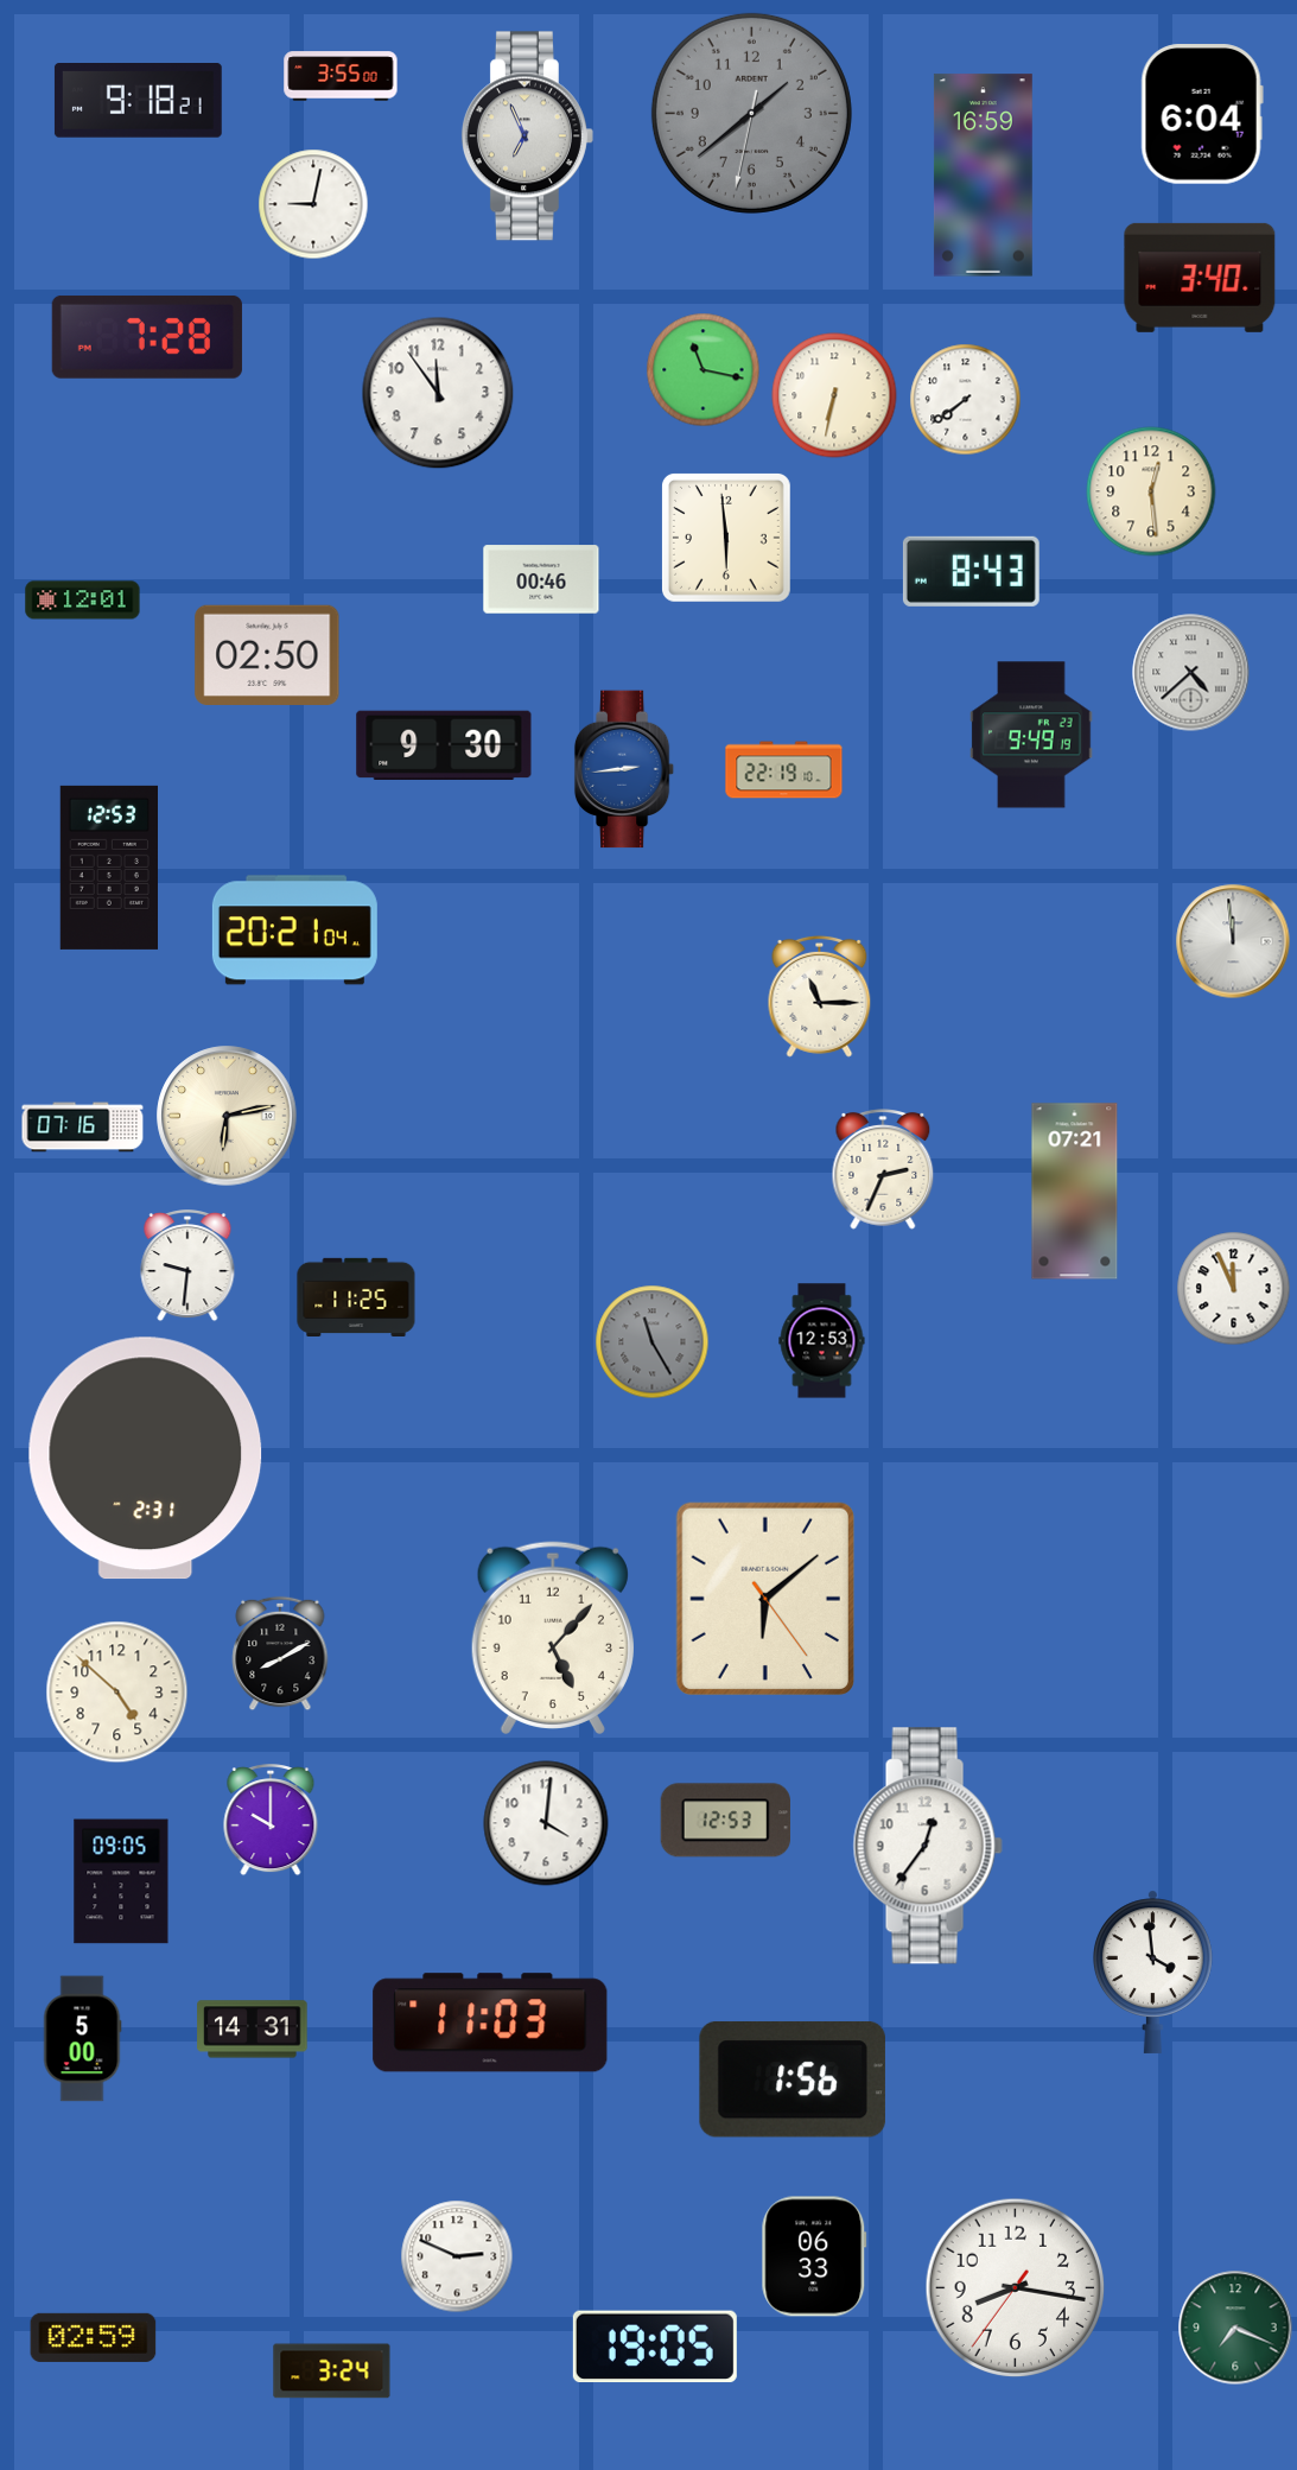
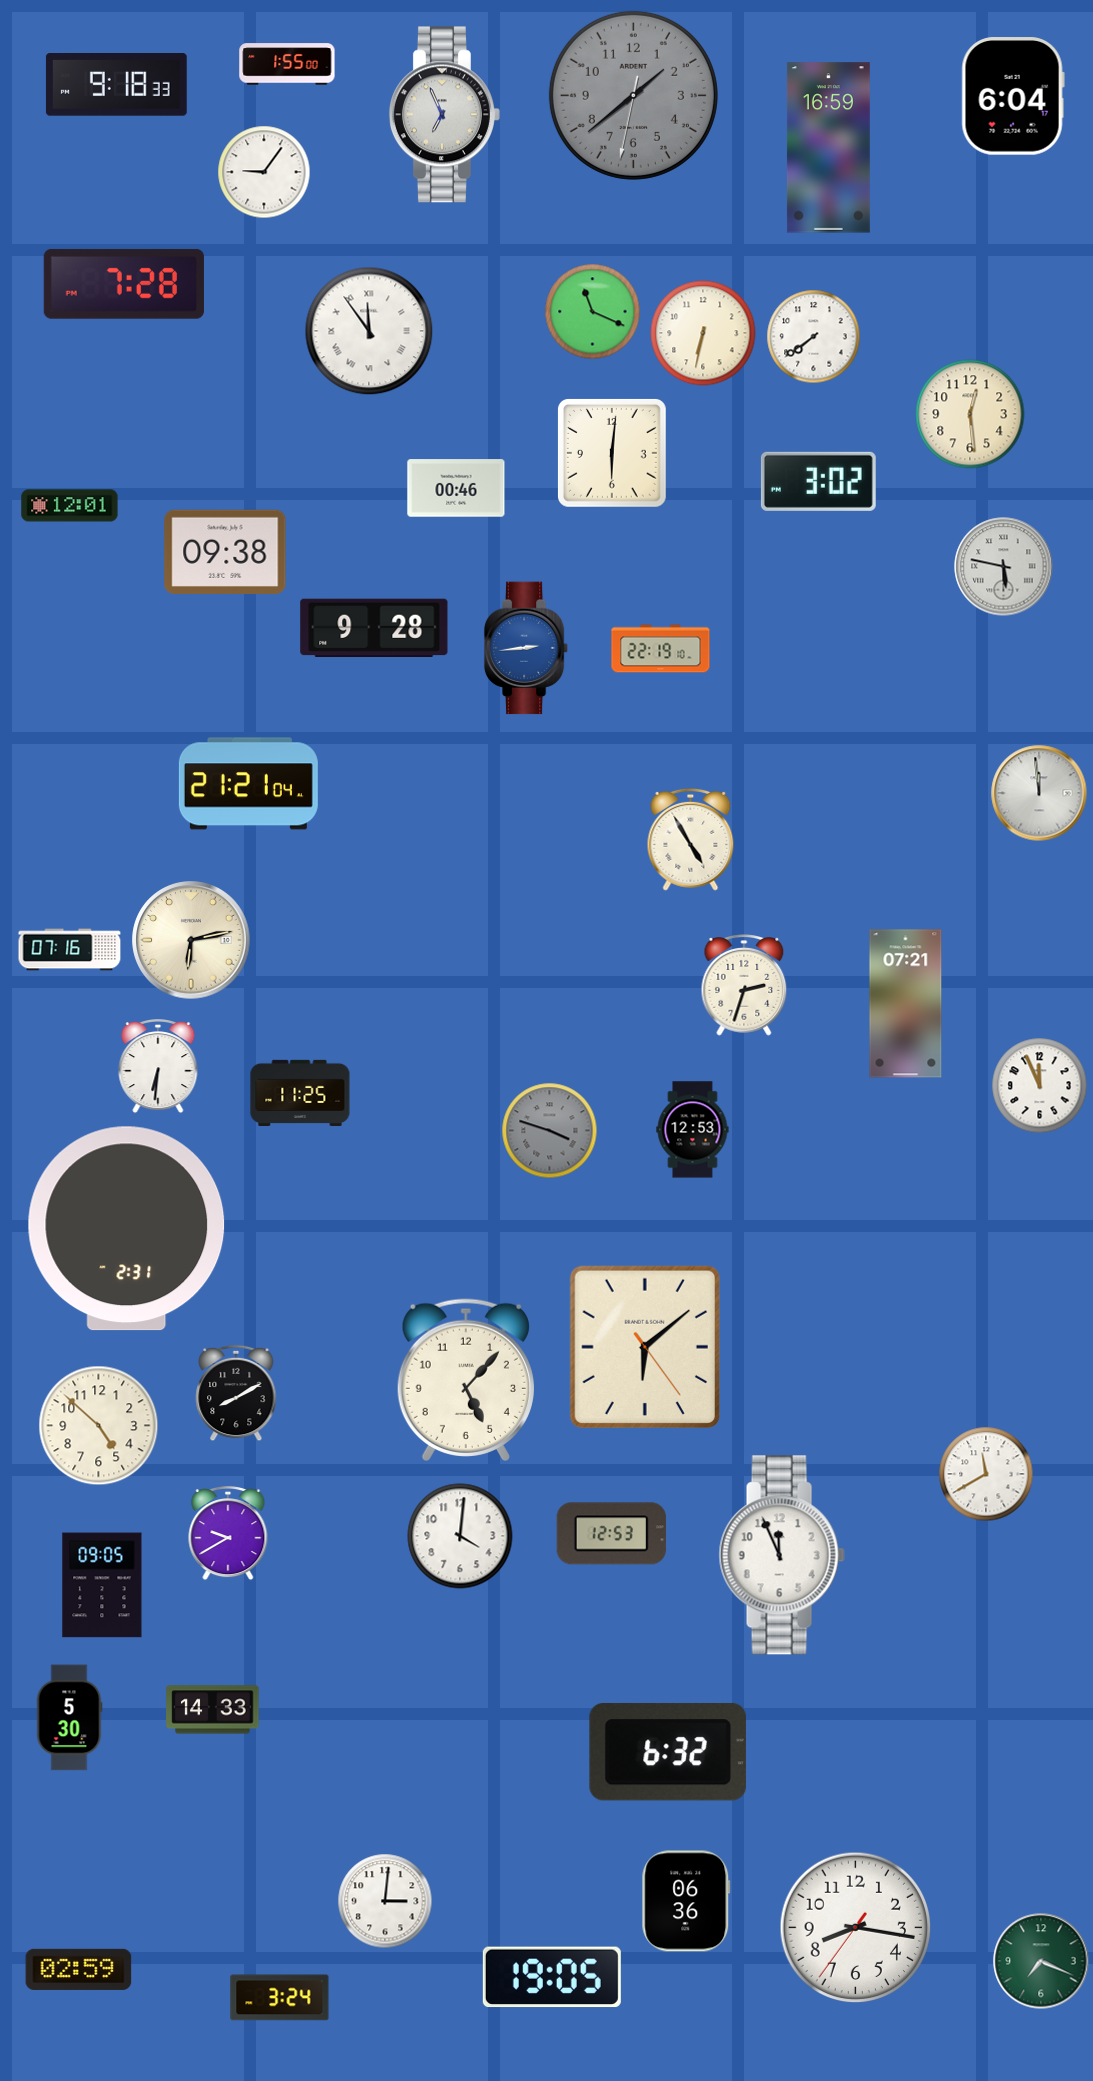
clock at (341, 76): 3:55 -> 1:55
clock at (138, 101): 9:18:21 -> 9:18:33
clock at (313, 204): 9:02 -> 9:06
clock at (1200, 278): 3:40 -> none
clock at (704, 370): 11:17 -> 11:19
clock at (438, 393) numerals: Arabic -> Roman
clock at (726, 538): 5:59 -> 6:01
clock at (971, 571): 8:43 -> 3:02
clock at (267, 654): 02:50 -> 09:38
clock at (1191, 673): 4:38 -> 5:47
clock at (1031, 735): 9:49 -> none
clock at (444, 744): 9:30 -> 9:28
clock at (108, 868): 12:53 -> none
clock at (294, 931): 20:21 -> 21:21
clock at (820, 996): 11:15 -> 4:55
clock at (883, 1169): 2:34 -> 2:33
clock at (187, 1266): 9:31 -> 6:31
clock at (653, 1342): 11:25 -> 3:48
clock at (146, 1459) position: (146, 1459) -> (127, 1229)
clock at (986, 1474): none -> 11:40
clock at (271, 1821): 10:00 -> 9:40
clock at (928, 1846): 12:36 -> 11:56
clock at (1152, 1971): 3:59 -> none
clock at (490, 2023): 11:03 -> none
clock at (253, 2030): 14:31 -> 14:33
clock at (82, 2039): 5:00 -> 5:30
clock at (793, 2080): 1:56 -> 6:32
clock at (457, 2256): 2:49 -> 3:01
clock at (814, 2256): 06:33 -> 06:36
